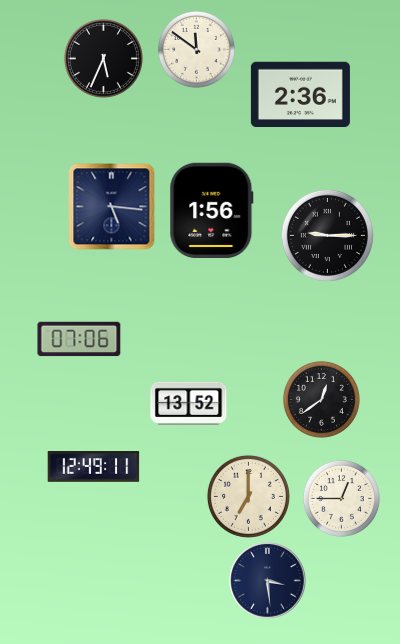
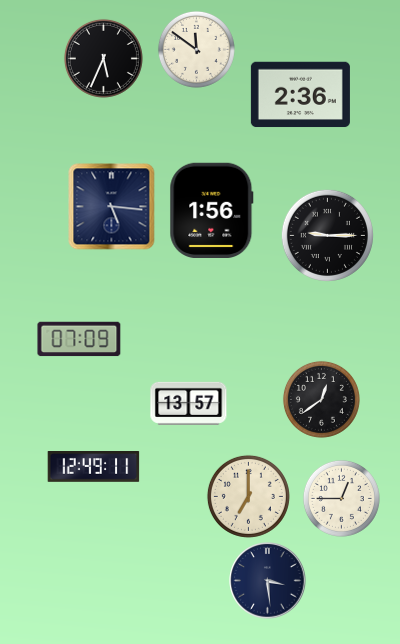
clock at (79, 339): 07:06 -> 07:09
clock at (189, 403): 13:52 -> 13:57
